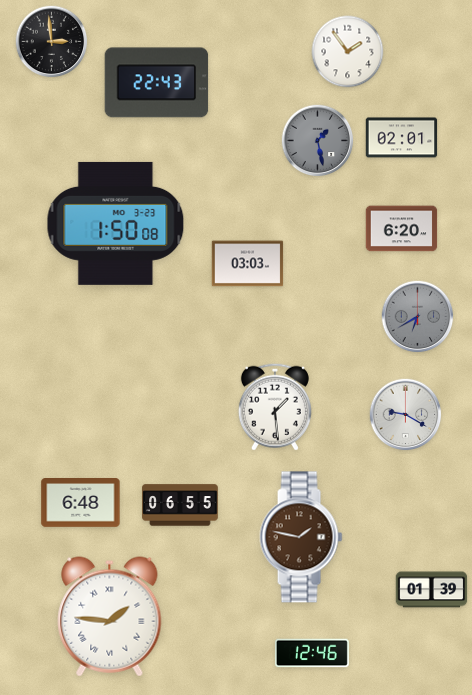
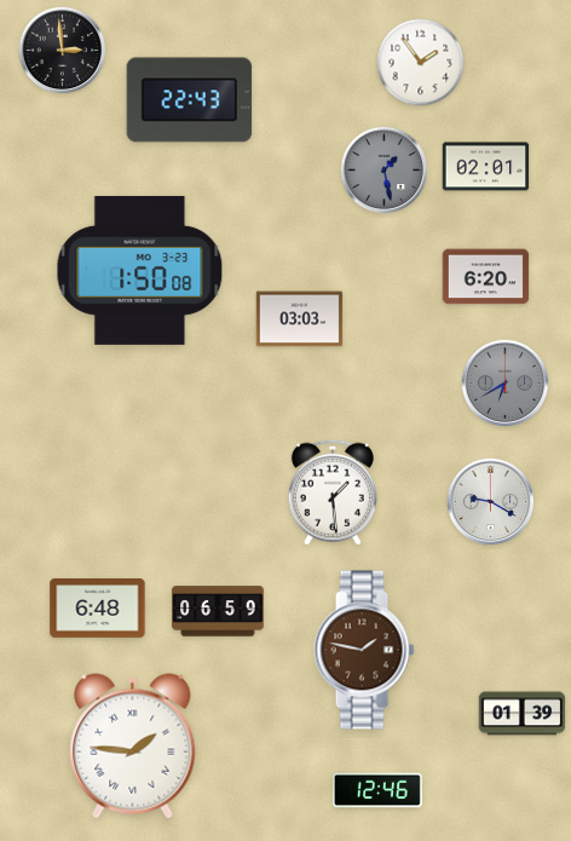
clock at (180, 505): 06:55 -> 06:59
